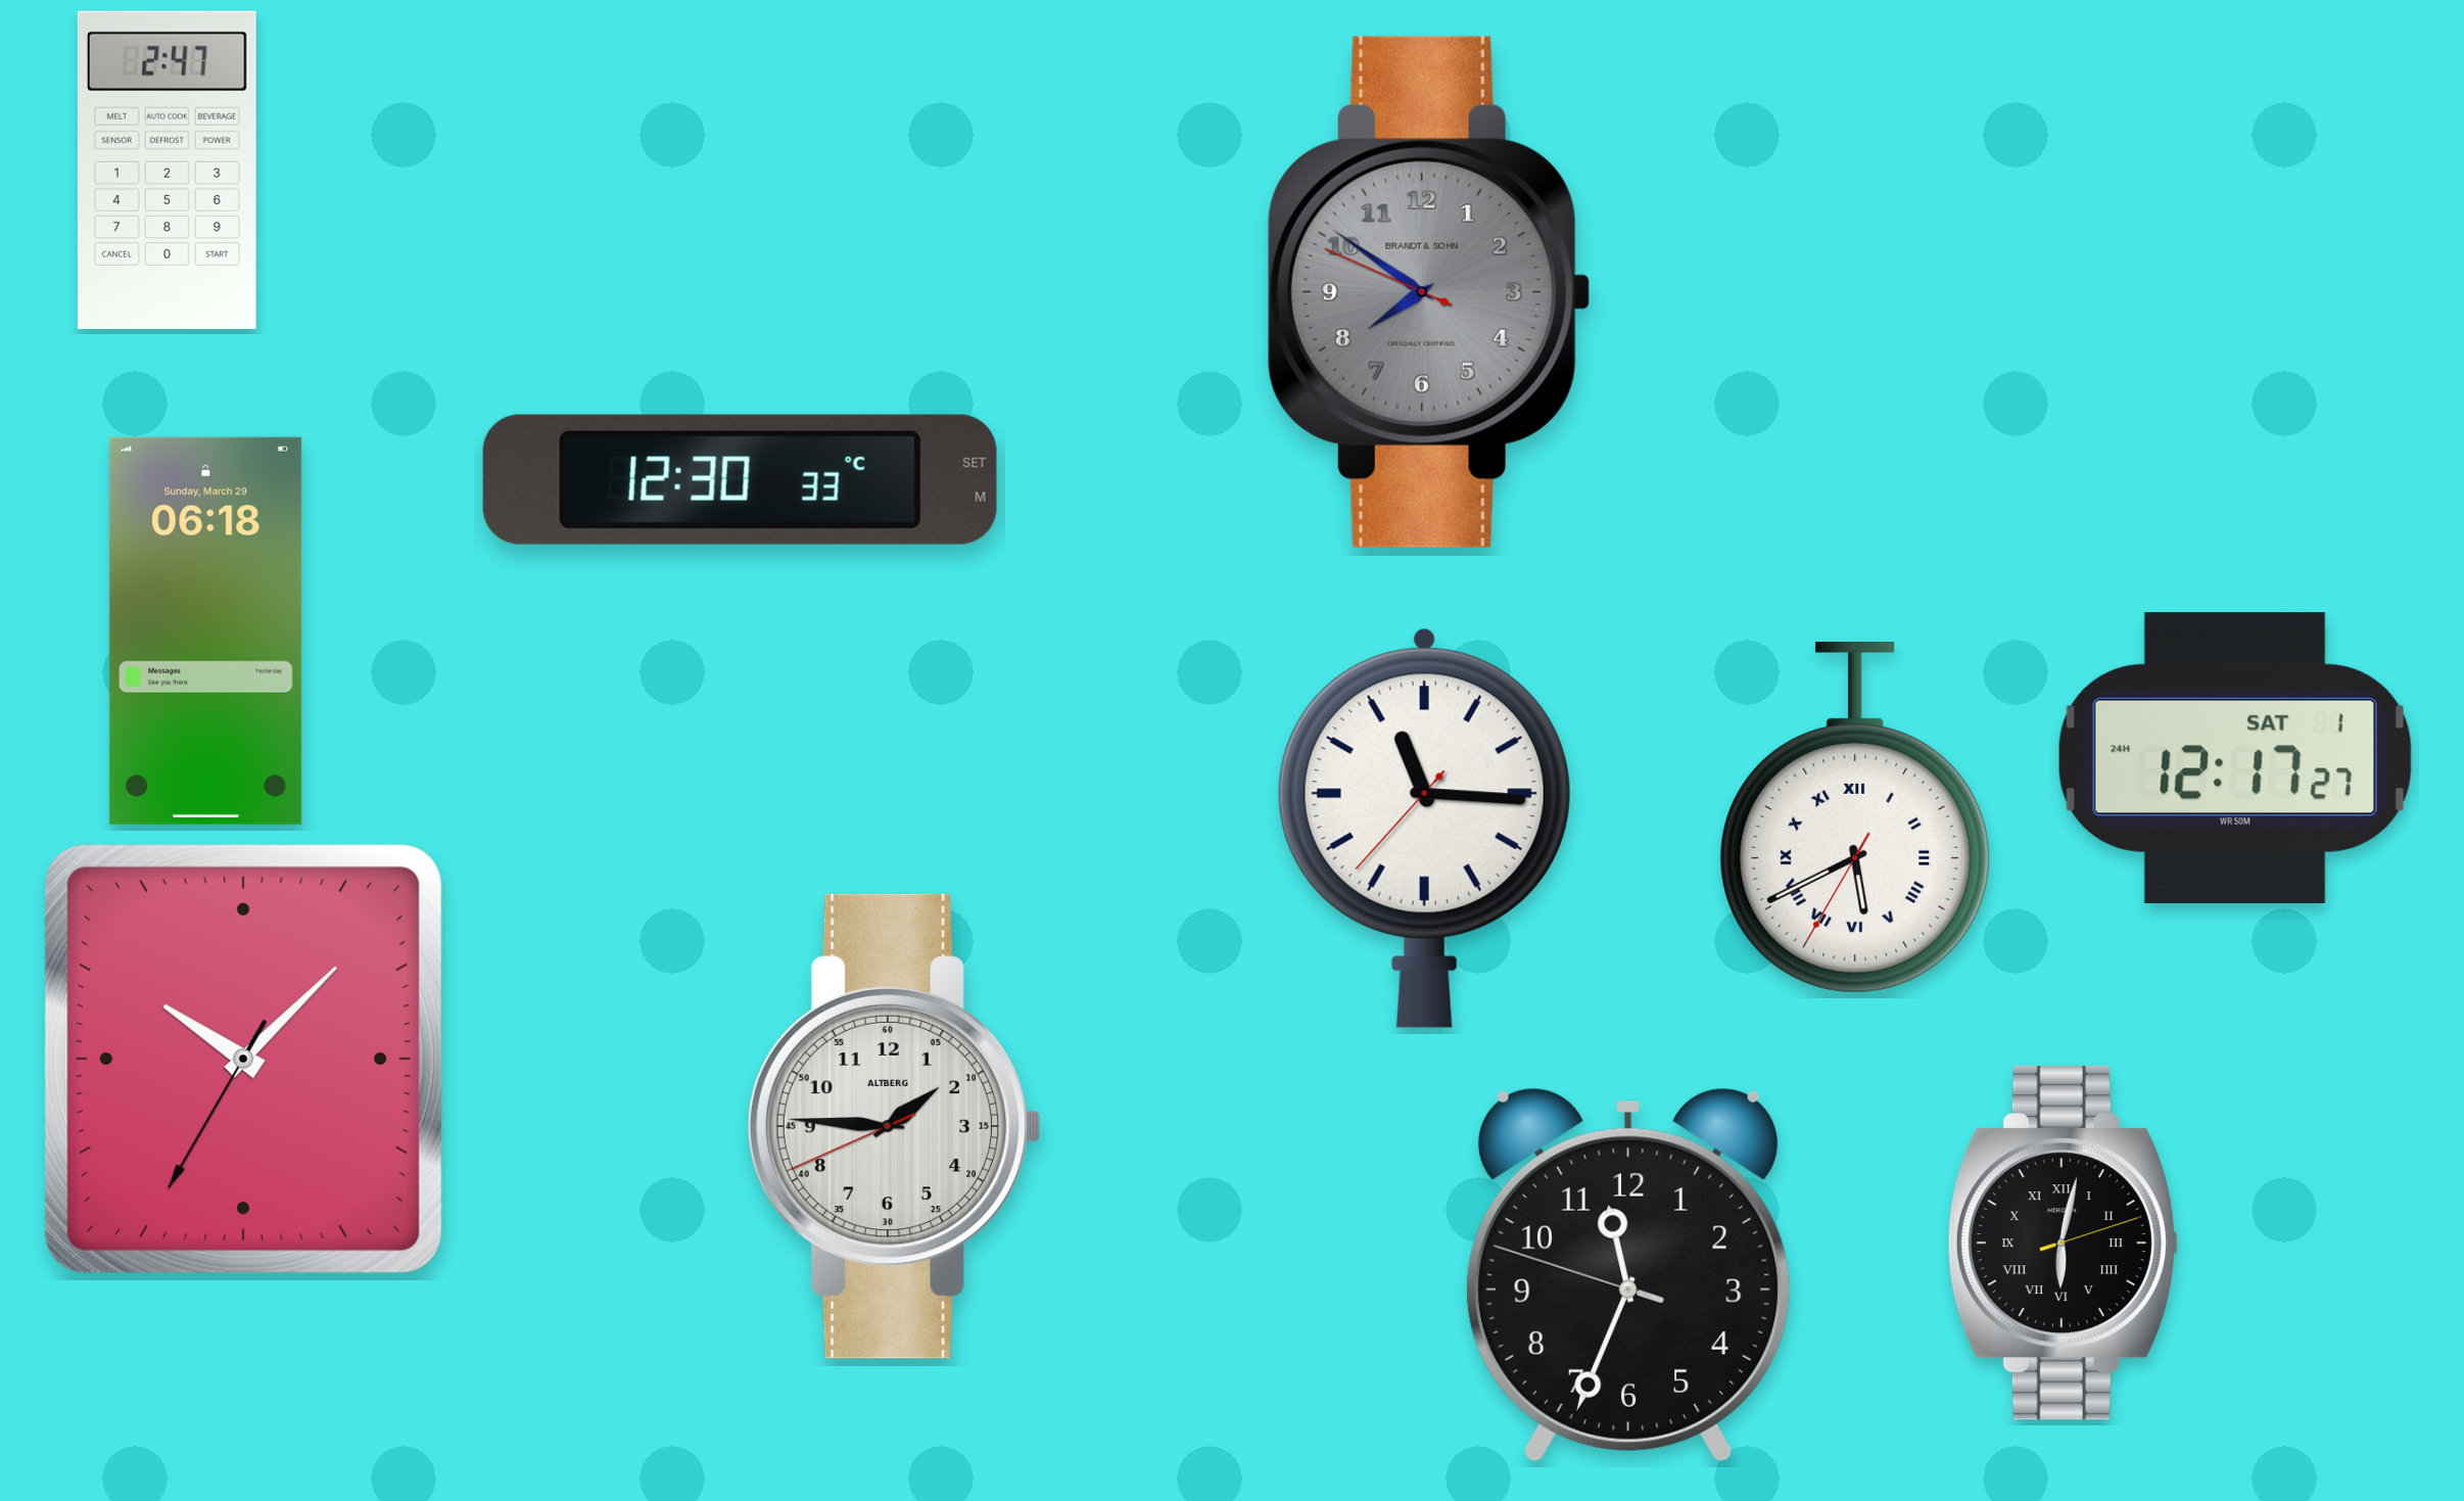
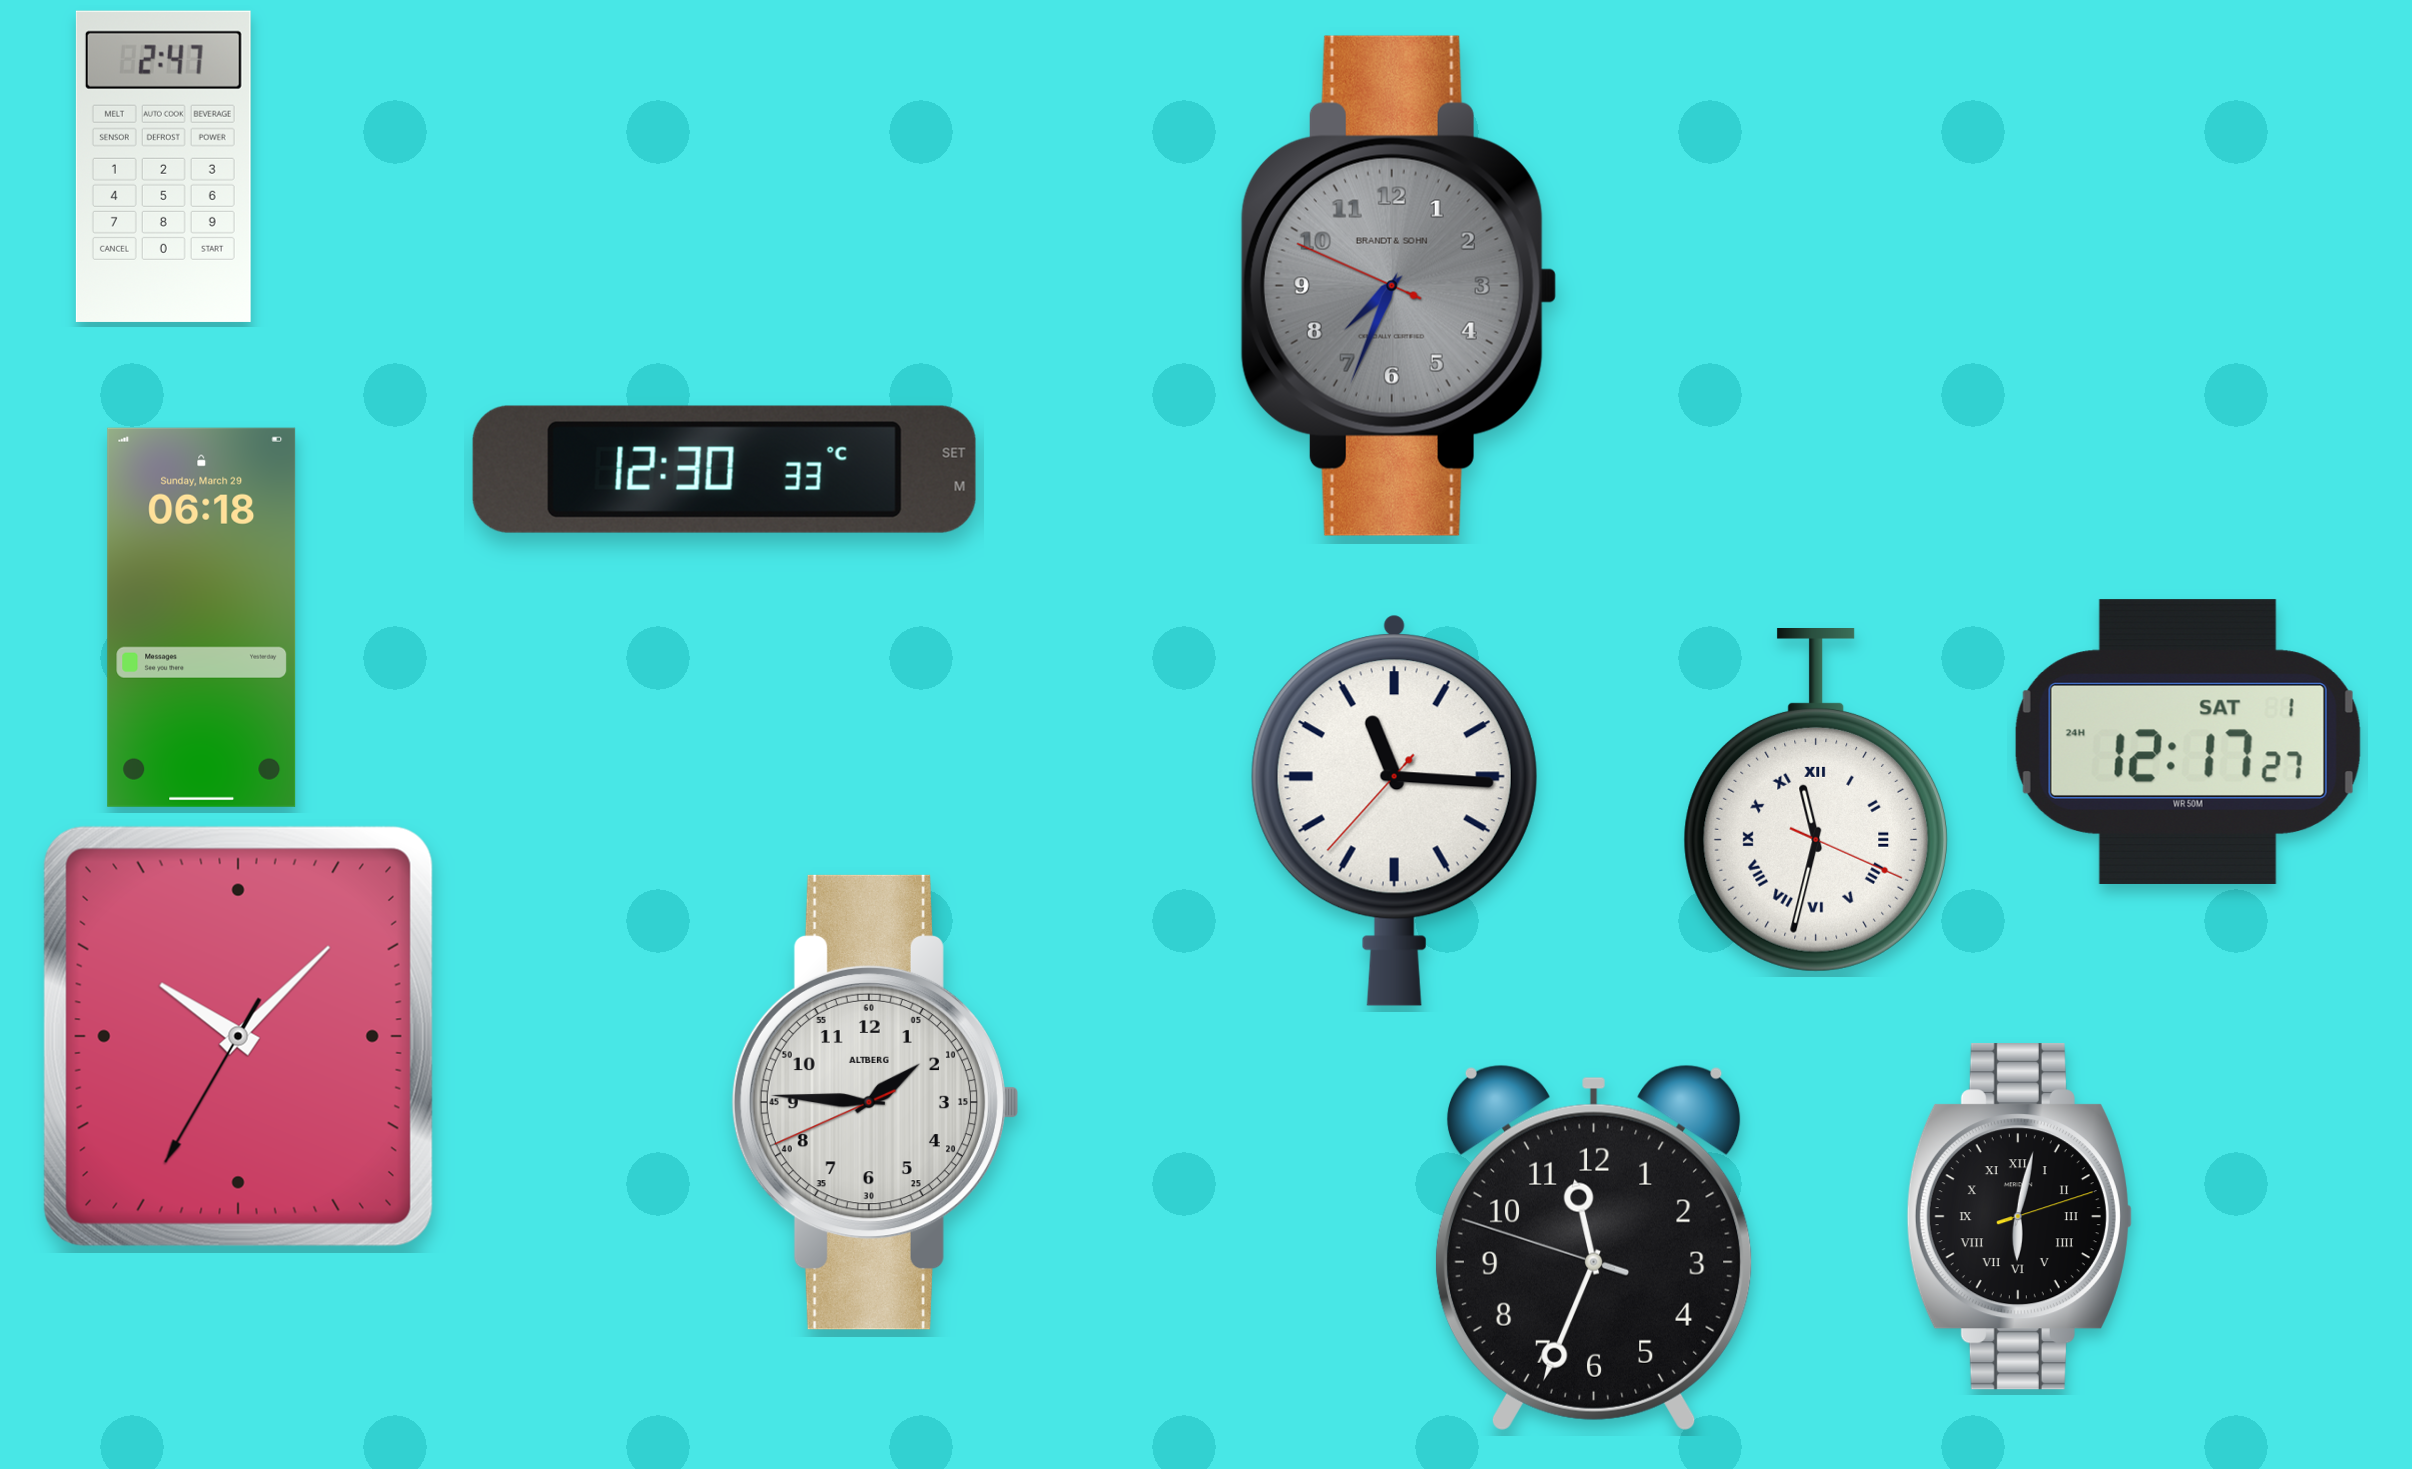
clock at (1429, 292): 7:50 -> 7:33
clock at (1855, 818): 5:40 -> 11:32
